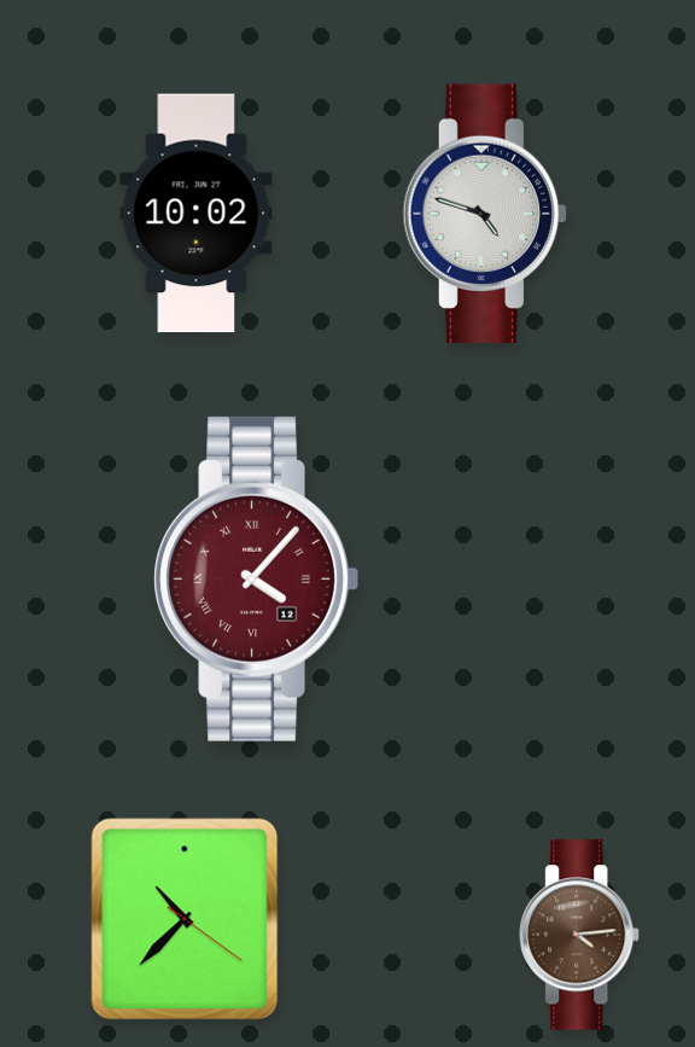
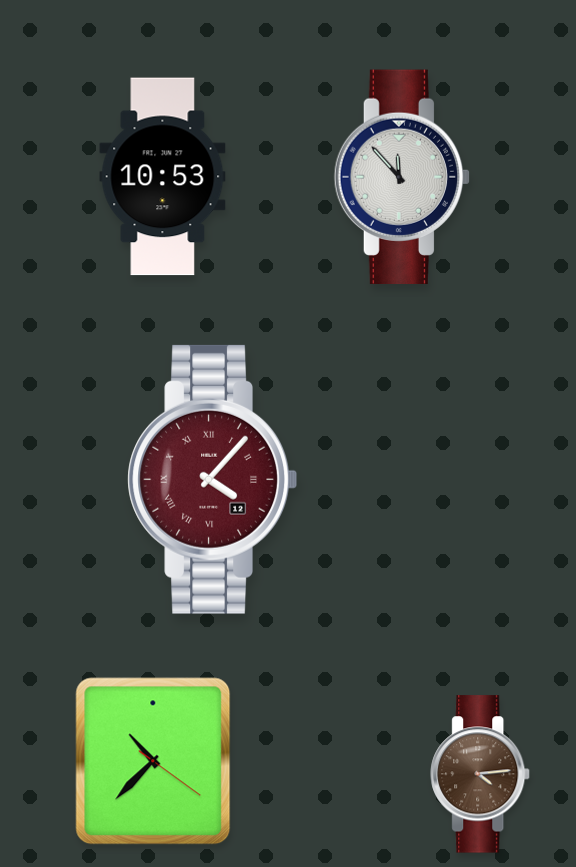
clock at (484, 213): 4:48 -> 11:53
clock at (197, 214): 10:02 -> 10:53
